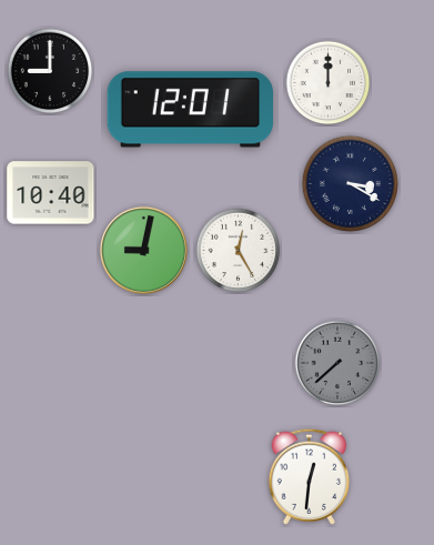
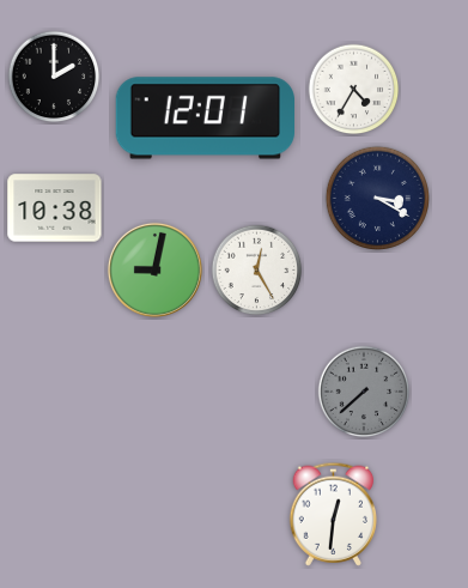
clock at (50, 71): 9:00 -> 2:00
clock at (329, 83): 12:00 -> 4:35
clock at (51, 193): 10:40 -> 10:38
